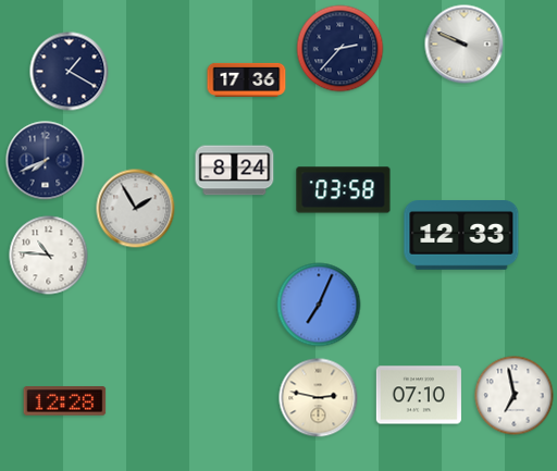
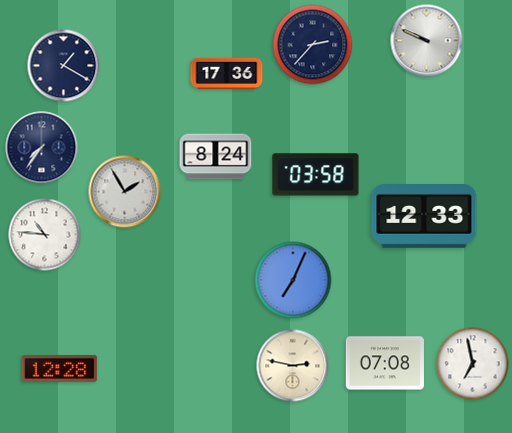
clock at (46, 161): 7:41 -> 7:36
clock at (419, 395): 07:10 -> 07:08
